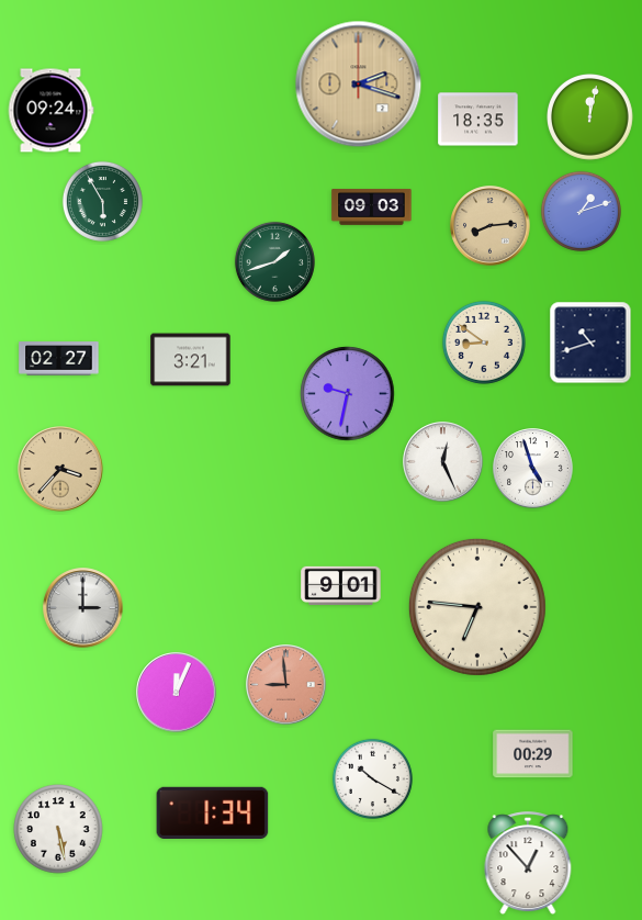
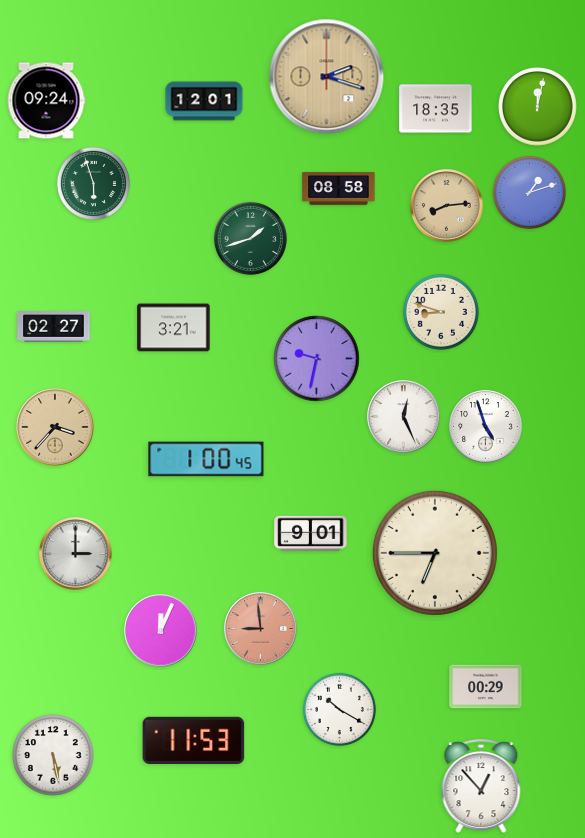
clock at (204, 101): none -> 12:01
clock at (102, 201): 5:55 -> 5:57
clock at (372, 207): 09:03 -> 08:58
clock at (484, 343): 8:51 -> 8:48
clock at (590, 343): 10:42 -> none
clock at (443, 462) position: (443, 462) -> (404, 417)
clock at (206, 459): none -> 1:00
clock at (477, 607): 6:46 -> 6:45
clock at (286, 685) position: (286, 685) -> (261, 629)
clock at (213, 812): 1:34 -> 11:53
